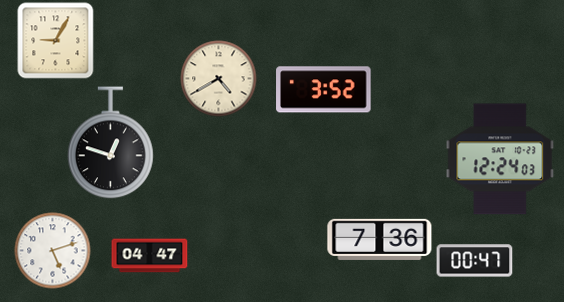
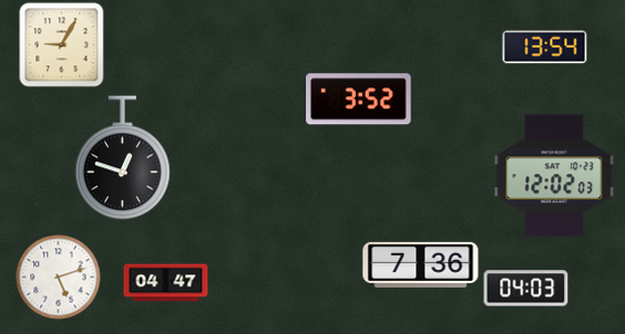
clock at (545, 48): none -> 13:54
clock at (219, 79): 4:40 -> none
clock at (500, 159): 12:24 -> 12:02
clock at (475, 261): 00:47 -> 04:03
